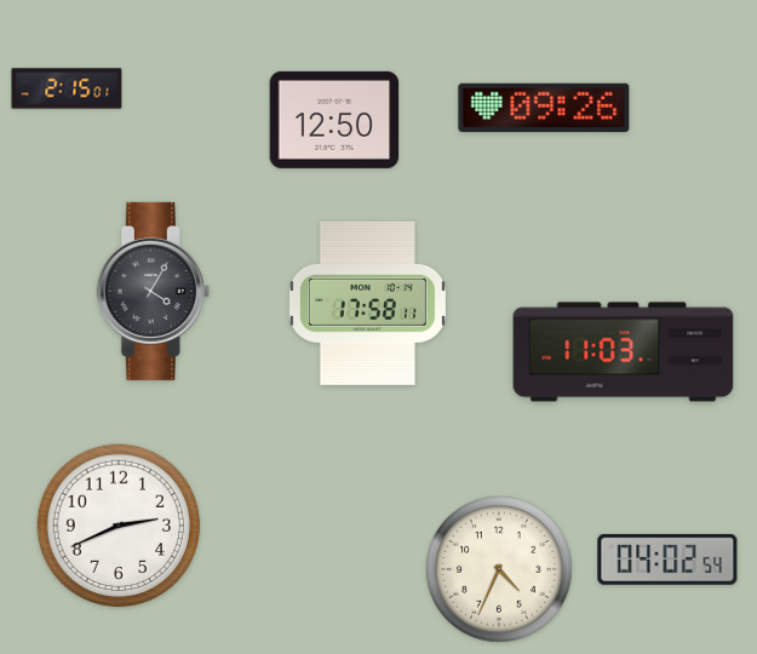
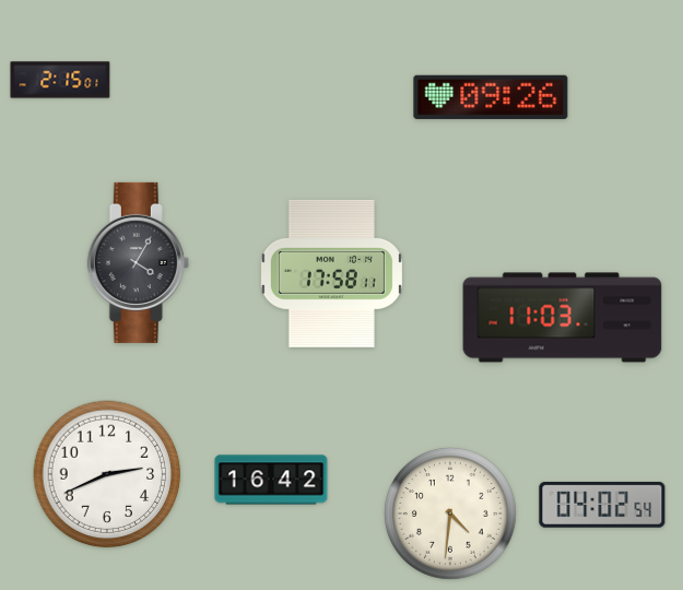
clock at (334, 120): 12:50 -> none
clock at (271, 480): none -> 16:42
clock at (500, 570): 4:34 -> 4:31
